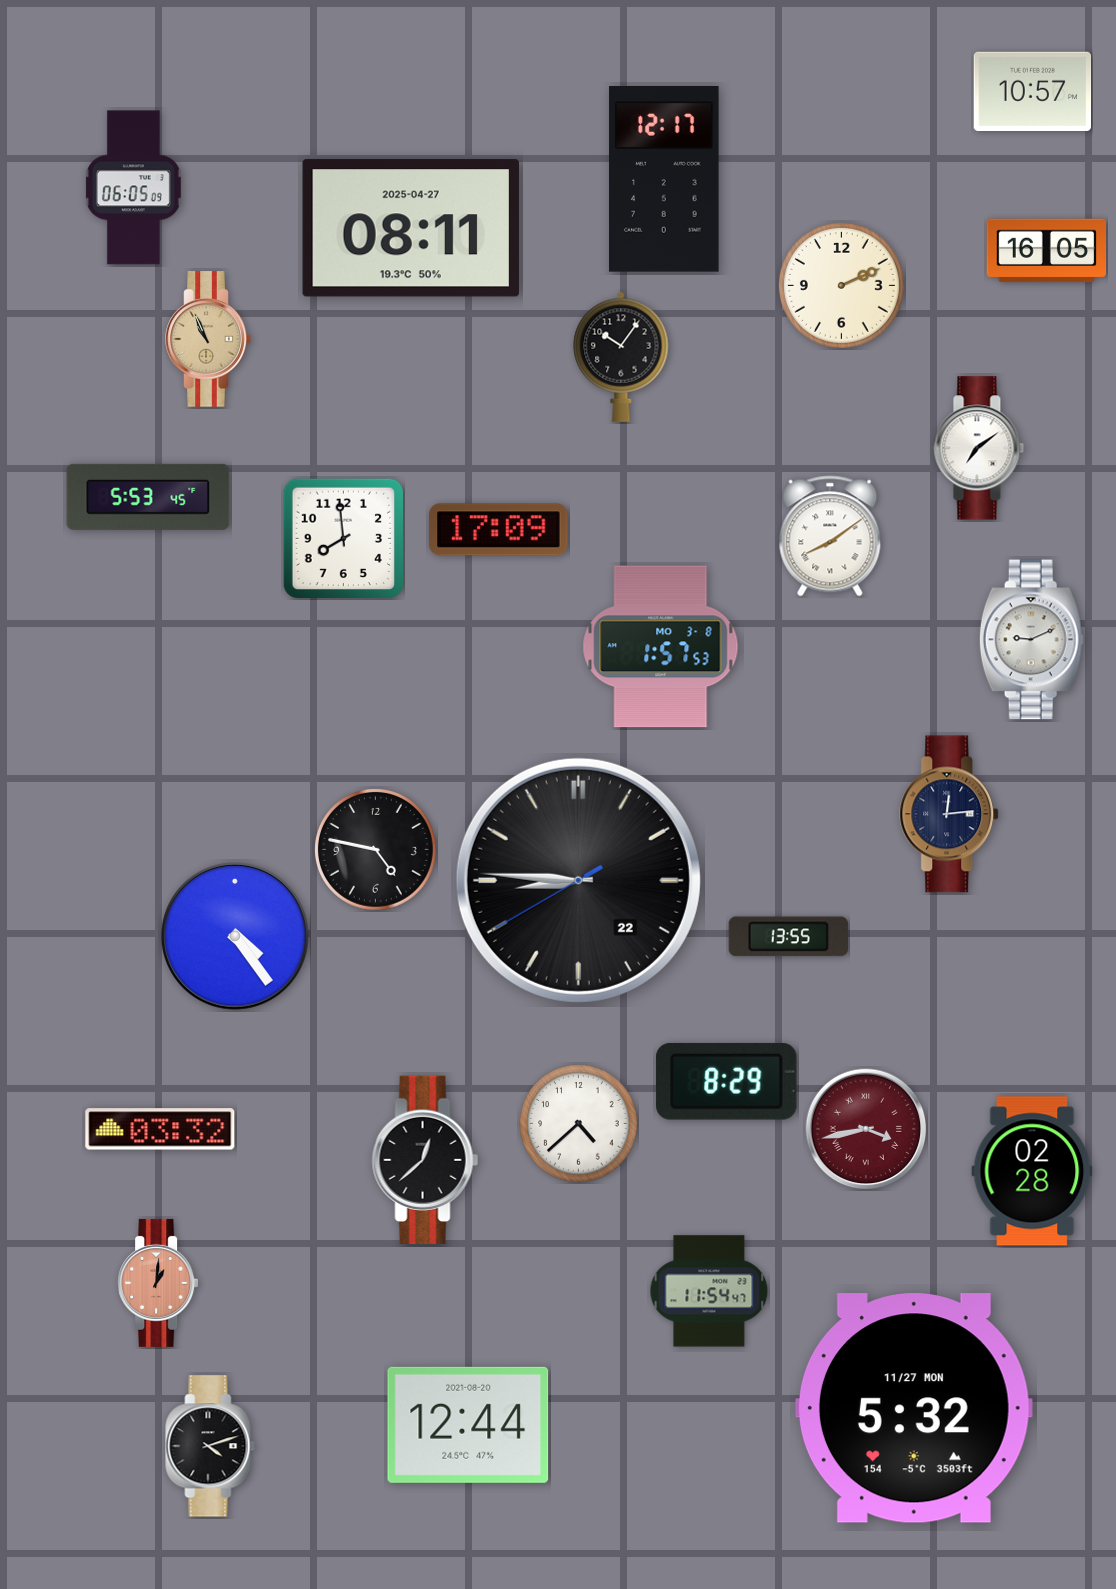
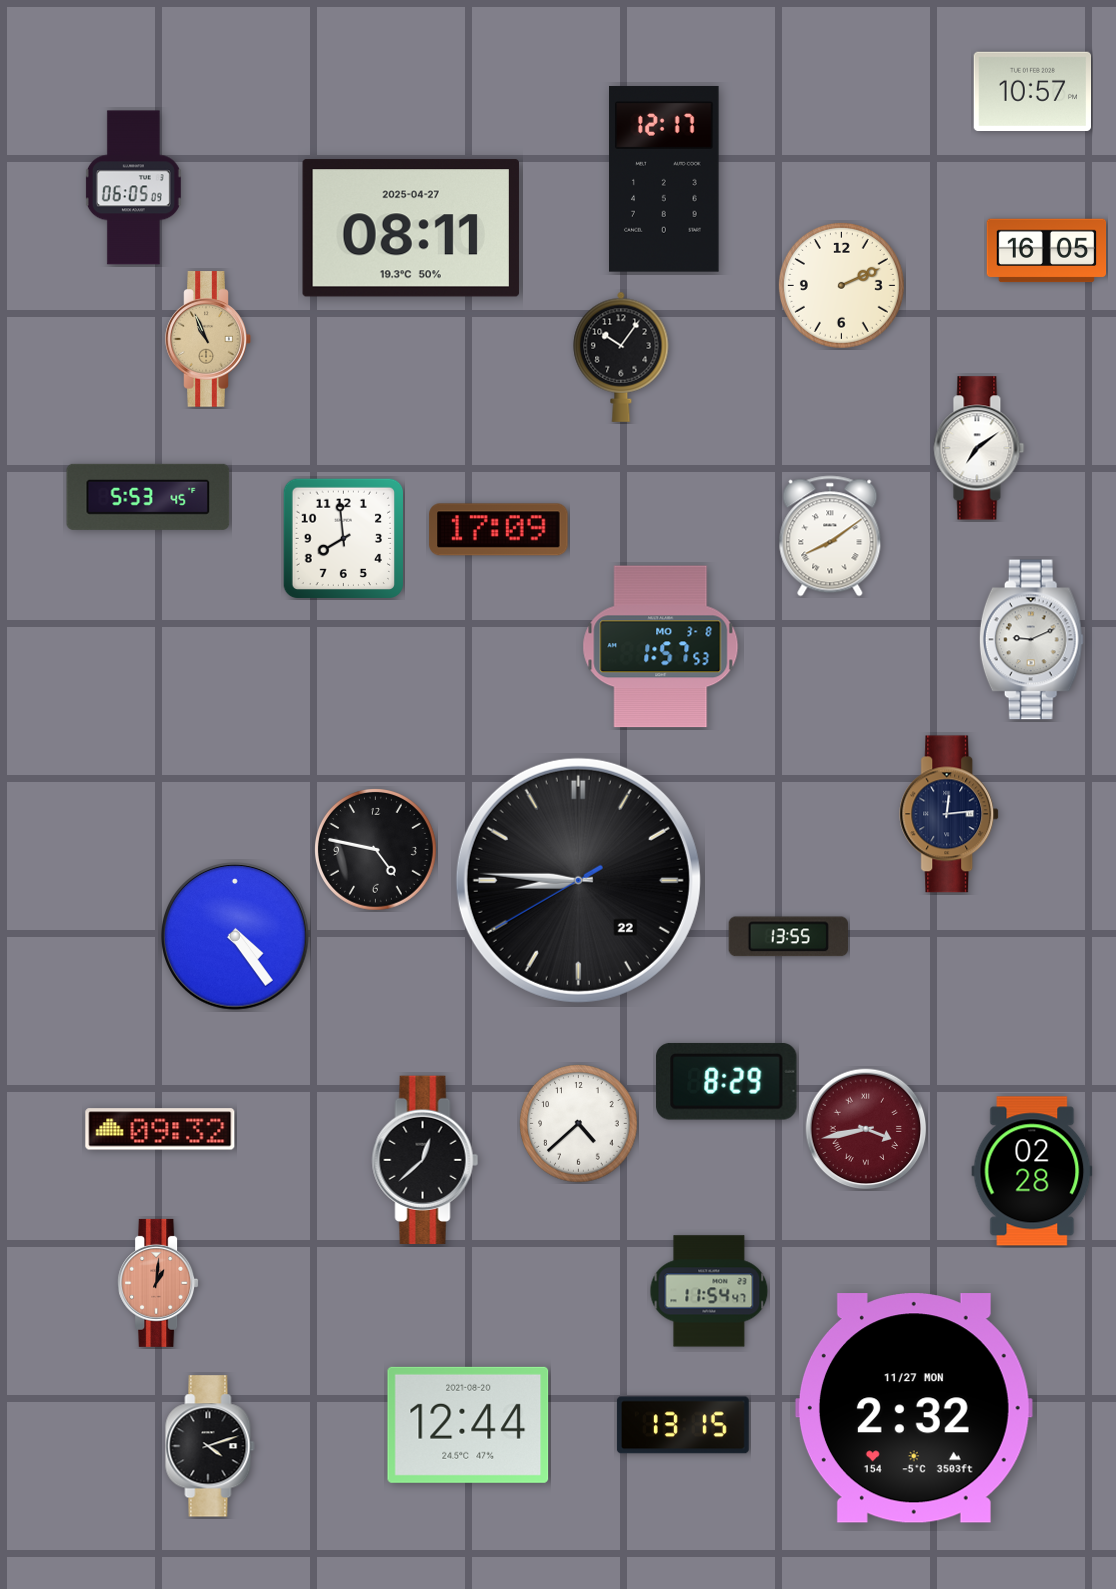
clock at (160, 1129): 03:32 -> 09:32
clock at (914, 1408): 5:32 -> 2:32
clock at (683, 1425): none -> 13:15
